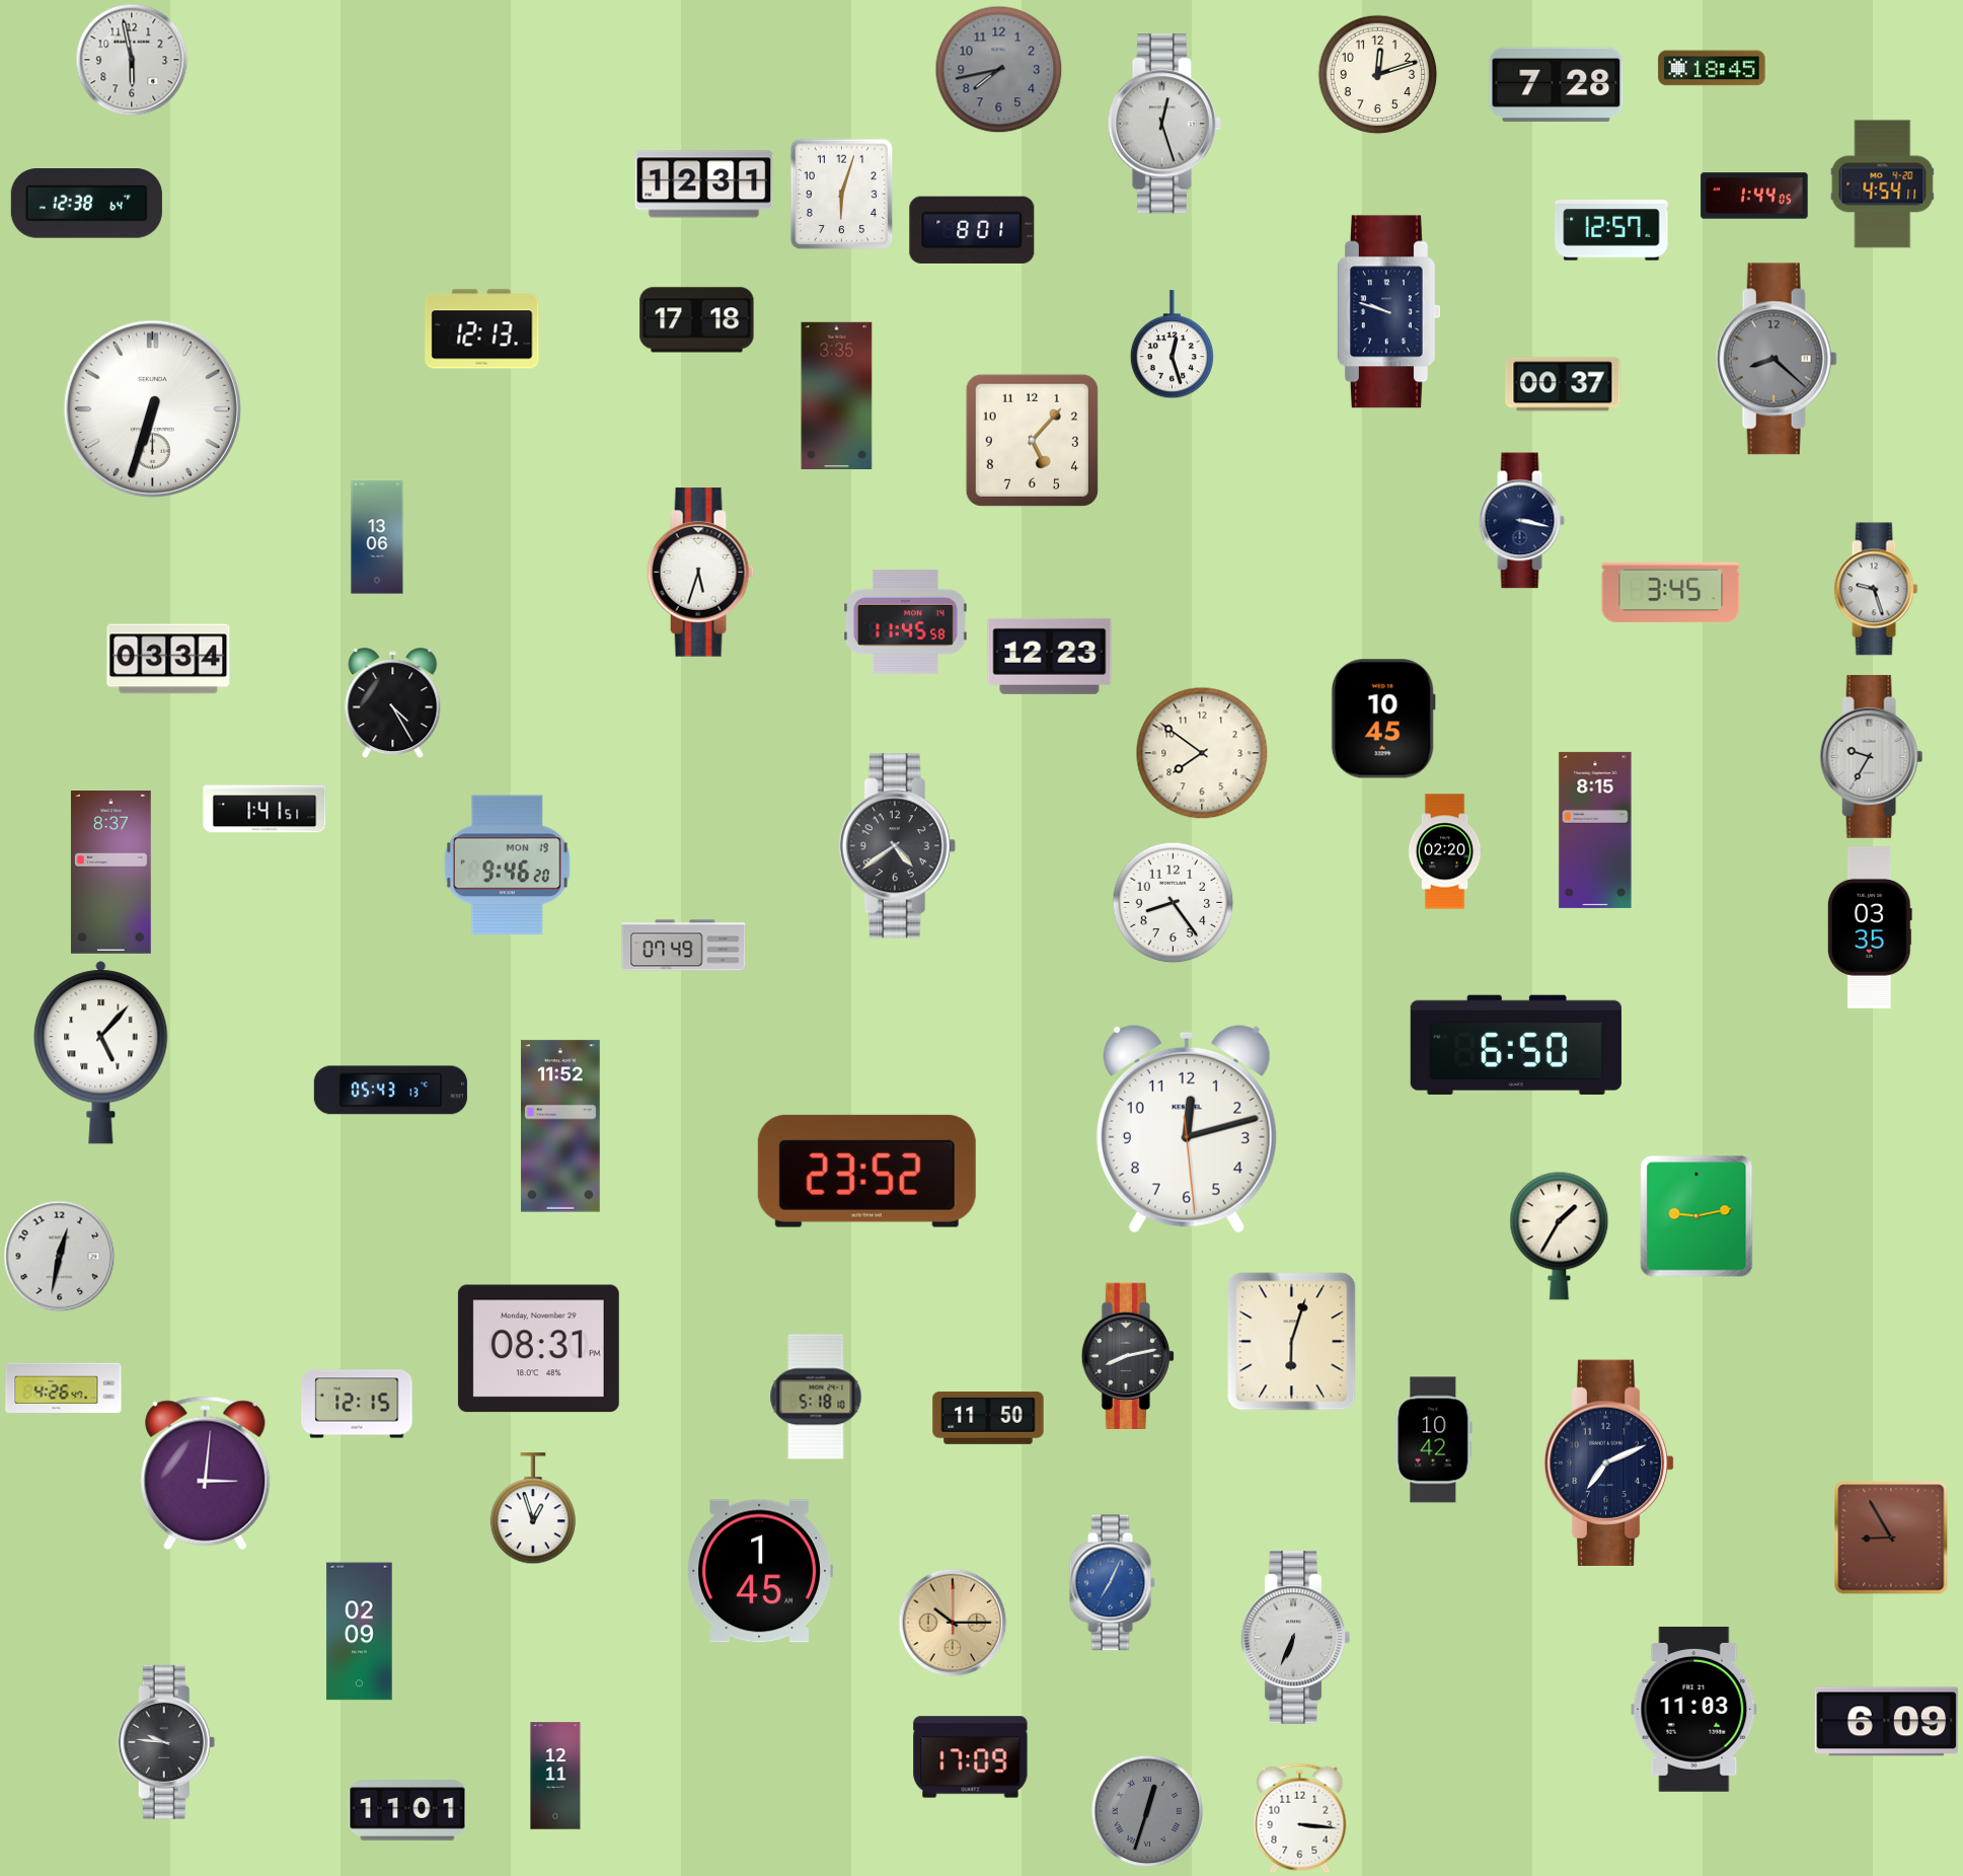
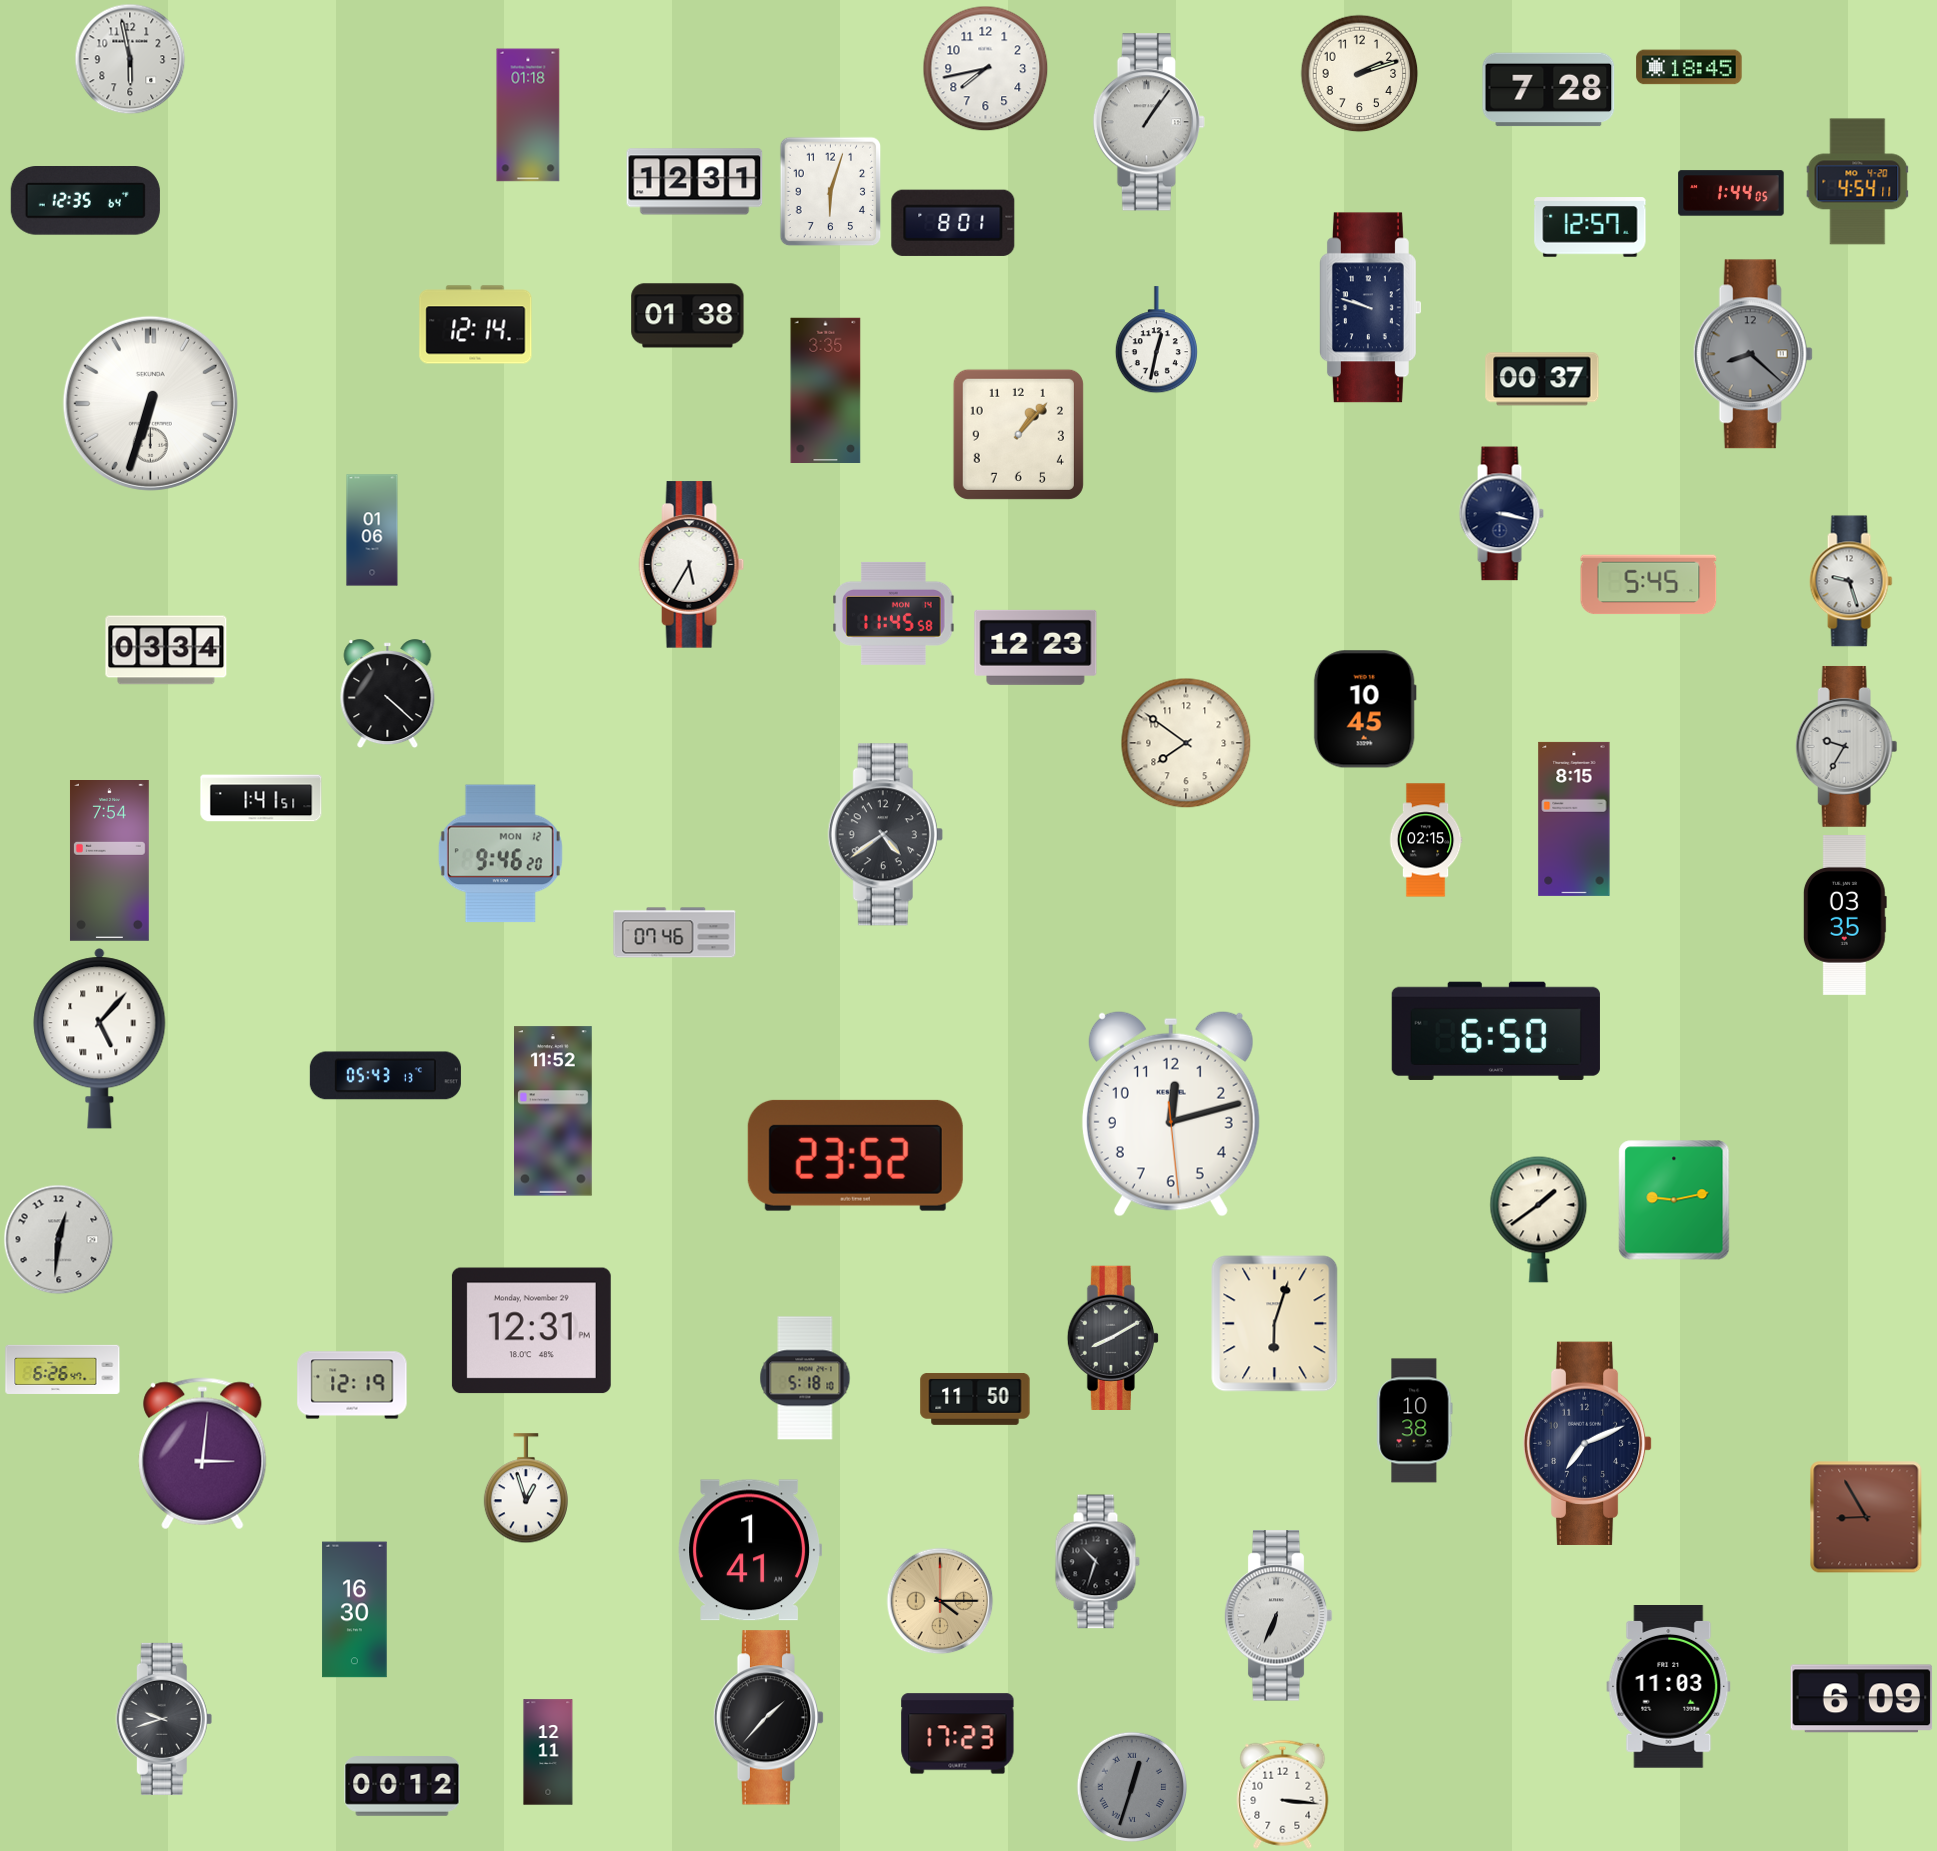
clock at (998, 69) dial: grey -> white
clock at (1377, 74): 12:12 -> 2:12
clock at (1557, 85) position: (1557, 85) -> (1549, 90)
clock at (528, 115): none -> 01:18
clock at (1164, 124): 12:27 -> 1:06
clock at (86, 204): 12:38 -> 12:35
clock at (972, 230) position: (972, 230) -> (953, 223)
clock at (697, 320): 17:18 -> 01:38
clock at (482, 329): 12:13 -> 12:14
clock at (1172, 345): 12:27 -> 12:32
clock at (1032, 440): 5:07 -> 1:07
clock at (377, 537): 13:06 -> 01:06
clock at (701, 573): 5:33 -> 5:35
clock at (1671, 593): 3:45 -> 5:45
clock at (393, 703): 4:25 -> 4:22
clock at (1445, 851): 02:20 -> 02:15
clock at (507, 866) date: MON 19 -> MON 12
clock at (110, 873): 8:37 -> 7:54
clock at (1173, 902): 8:24 -> none
clock at (684, 946): 07:49 -> 07:46
clock at (1560, 1235): 1:35 -> 1:39
clock at (59, 1256): 12:32 -> 12:31
clock at (538, 1349): 08:31 -> 12:31
clock at (1128, 1355): 8:13 -> 8:10
clock at (64, 1387): 4:26 -> 6:26
clock at (357, 1404): 12:15 -> 12:19
clock at (1434, 1440): 10:42 -> 10:38
clock at (760, 1571): 1:45 -> 1:41
clock at (1112, 1583): 7:04 -> 10:33
clock at (1112, 1583) dial: blue -> black
clock at (953, 1623): 10:15 -> 4:15
clock at (360, 1632): 02:09 -> 16:30
clock at (1694, 1710) position: (1694, 1710) -> (1669, 1687)
clock at (769, 1718): none -> 1:37
clock at (166, 1742): 9:46 -> 9:42
clock at (971, 1757): 17:09 -> 17:23
clock at (407, 1810): 11:01 -> 00:12
